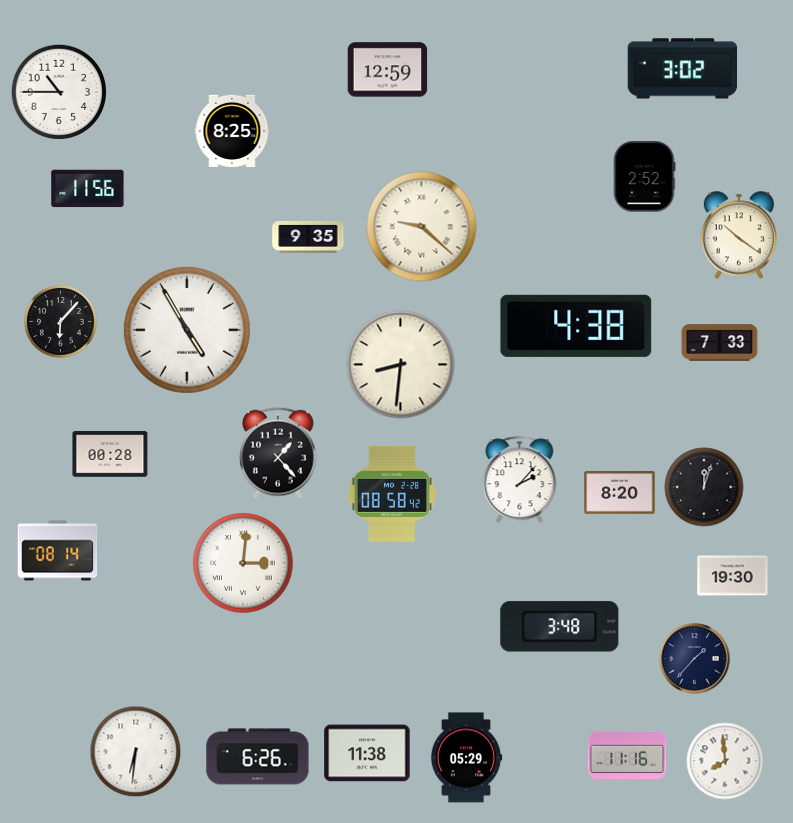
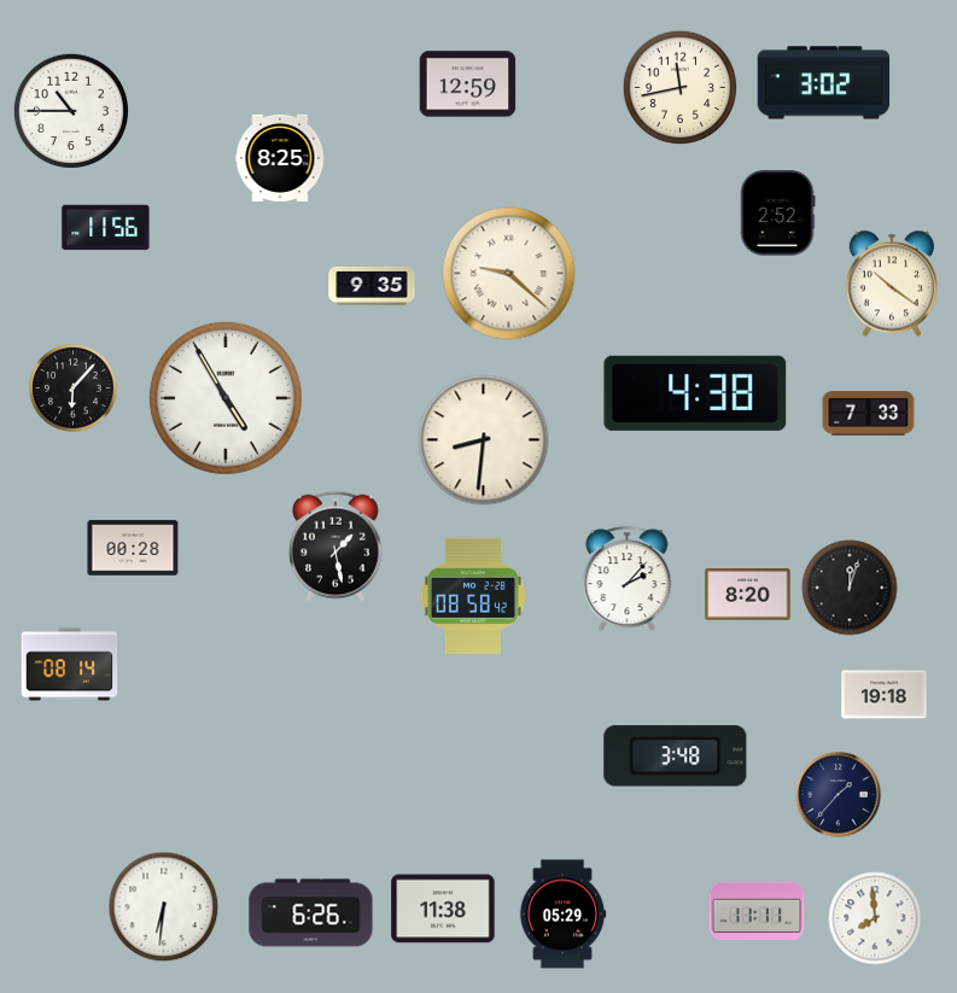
clock at (681, 88): none -> 11:43
clock at (279, 453): 1:23 -> 1:28
clock at (243, 563): 3:01 -> none
clock at (733, 576): 19:30 -> 19:18
clock at (627, 754): 11:16 -> 11:11
